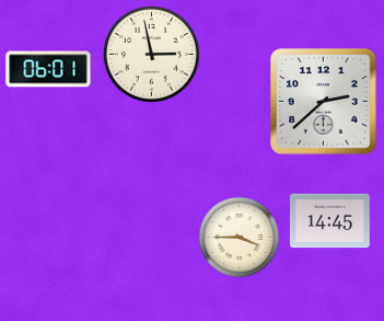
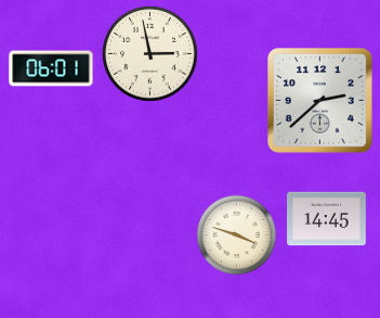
clock at (48, 69) position: (48, 69) -> (51, 68)
clock at (240, 238): 3:45 -> 3:48
